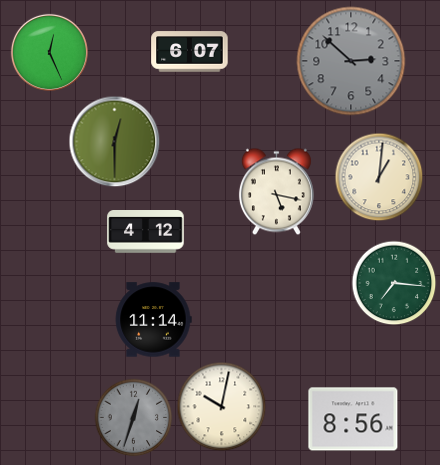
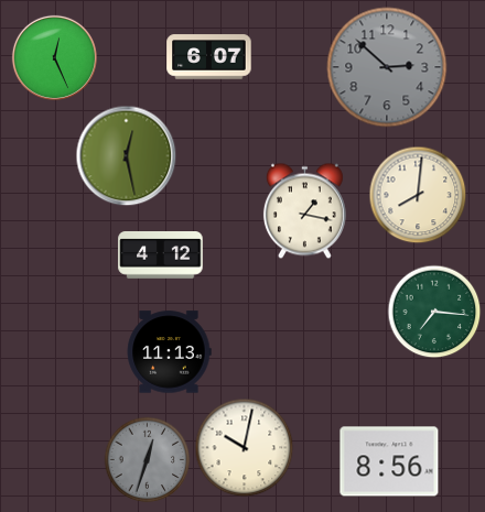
clock at (114, 141): 12:30 -> 12:28
clock at (379, 177): 1:01 -> 8:01
clock at (276, 191): 5:17 -> 1:17
clock at (153, 320): 11:14 -> 11:13
